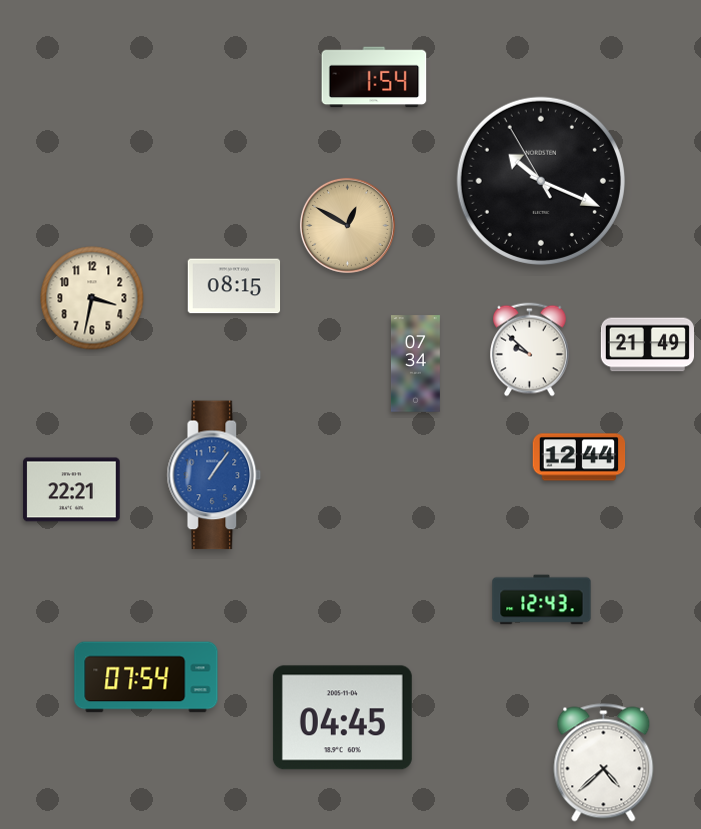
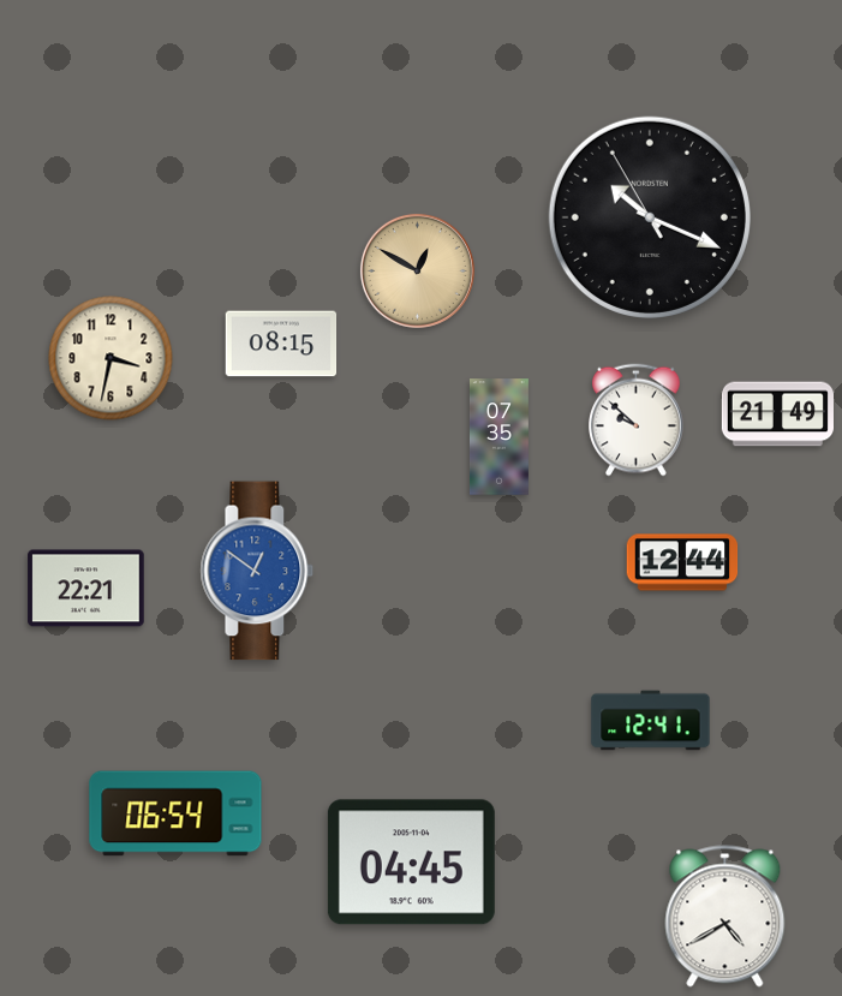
clock at (374, 77): 1:54 -> none
clock at (415, 364): 07:34 -> 07:35
clock at (579, 457) position: (579, 457) -> (682, 562)
clock at (214, 475): 1:06 -> 12:51
clock at (542, 600): 12:43 -> 12:41
clock at (146, 677): 07:54 -> 06:54
clock at (604, 763): 4:38 -> 4:40
